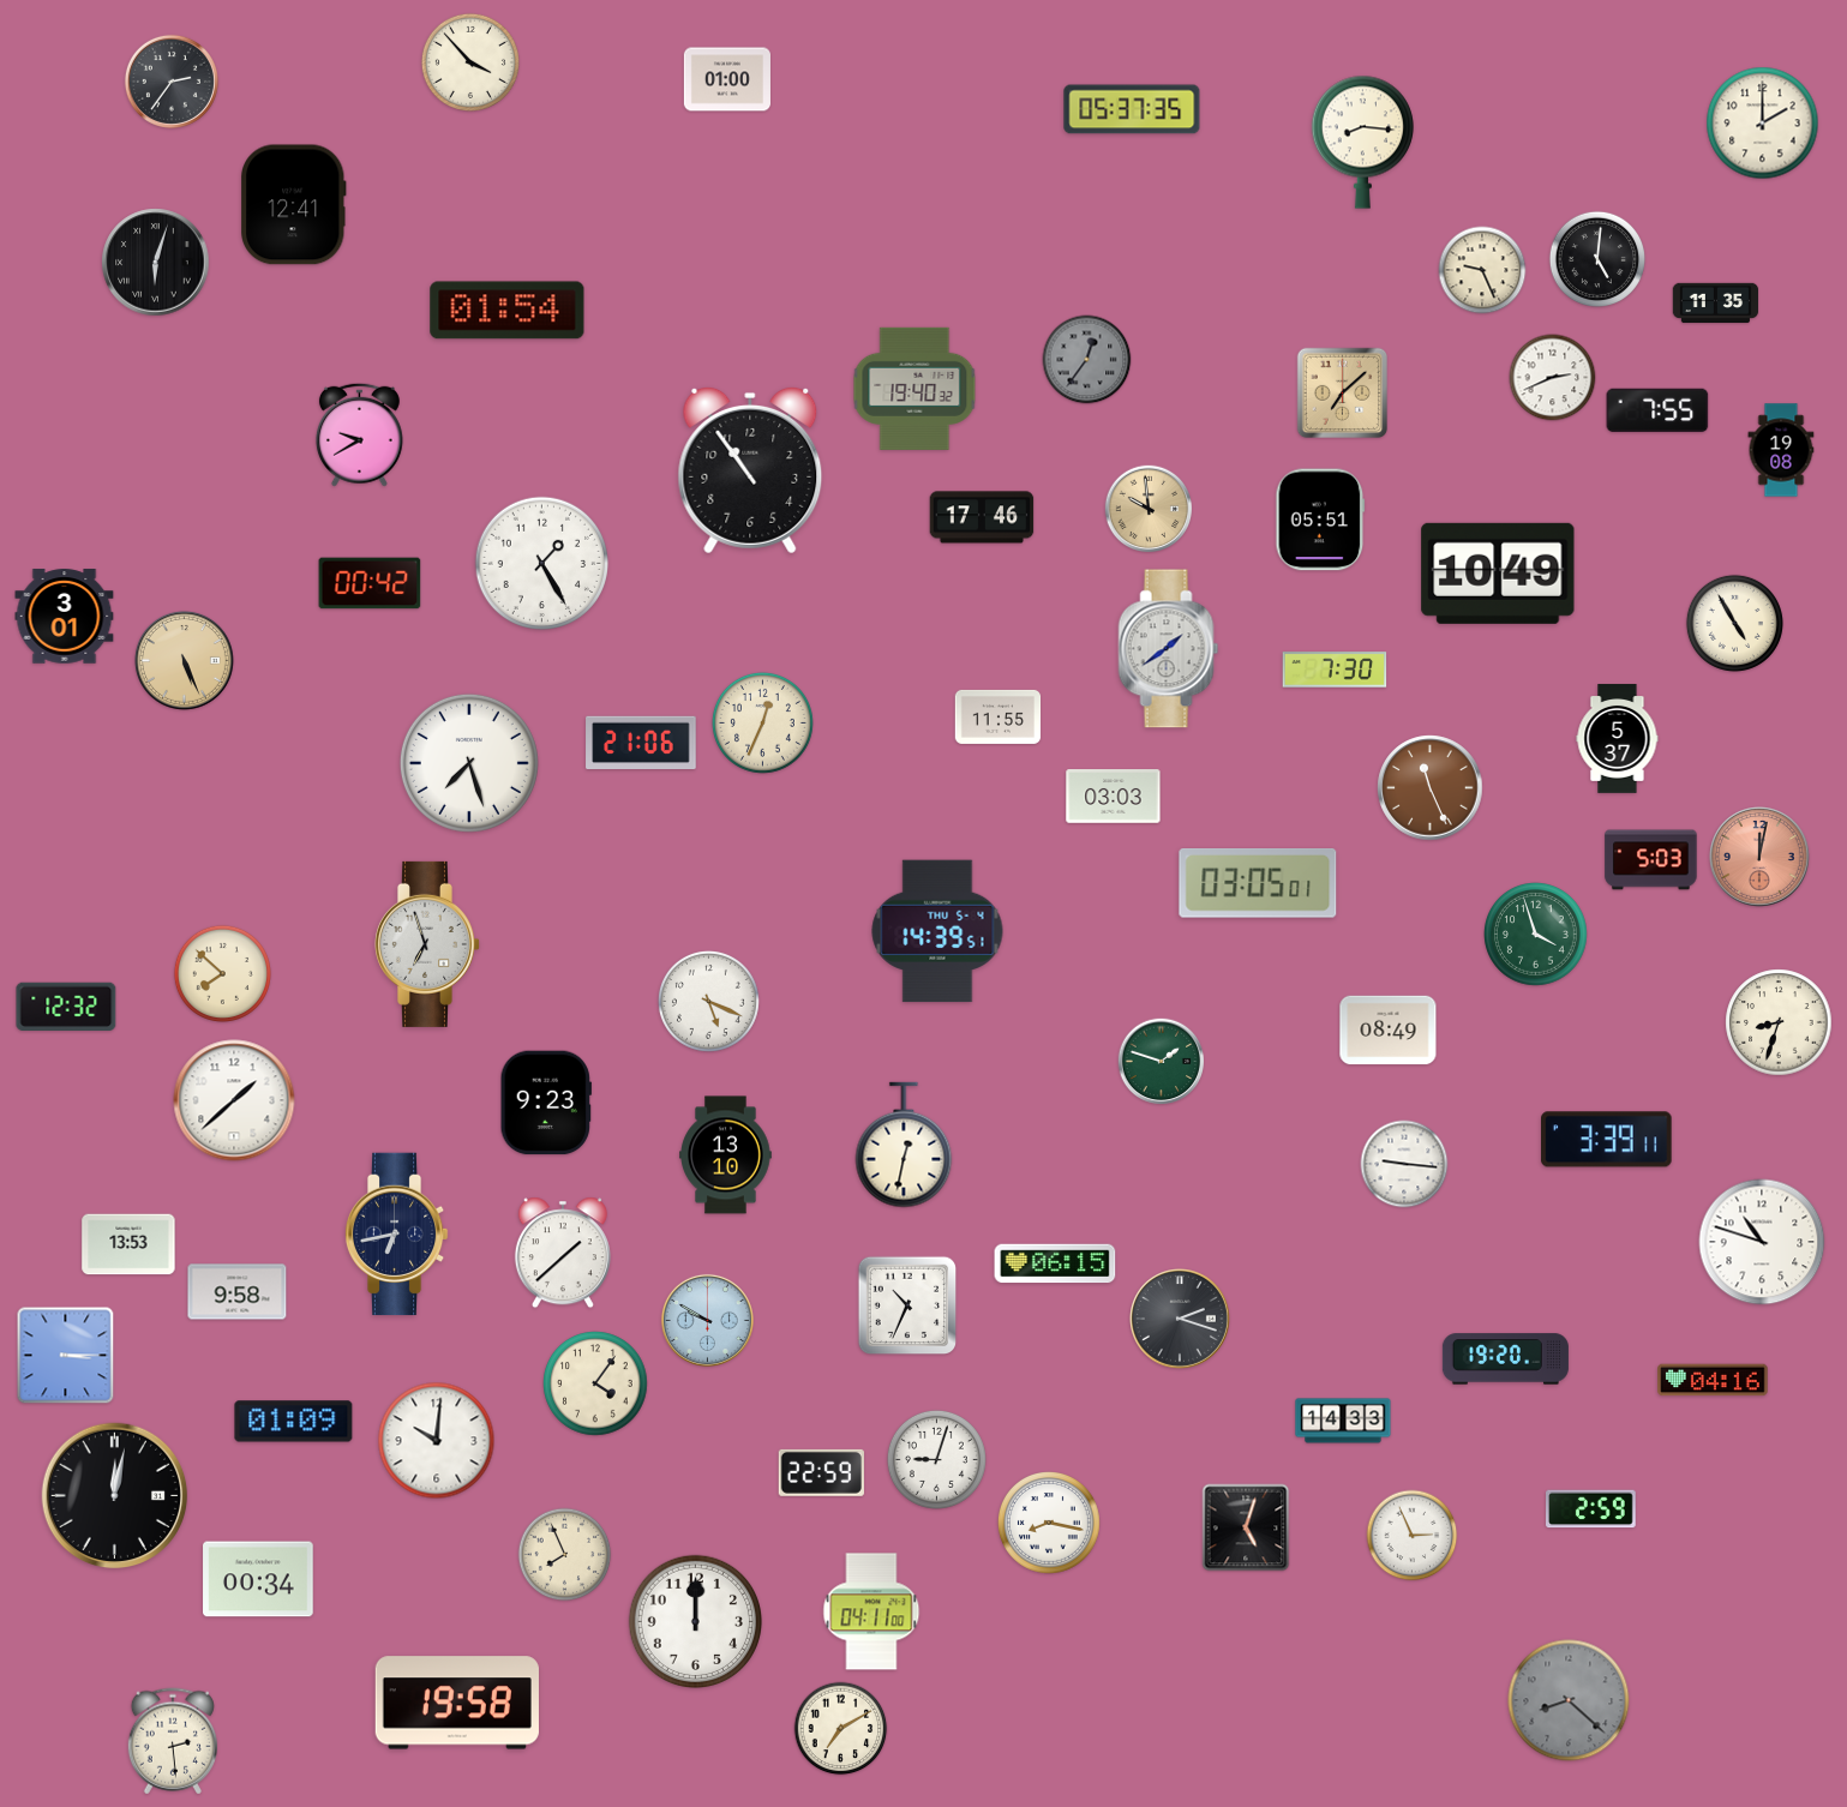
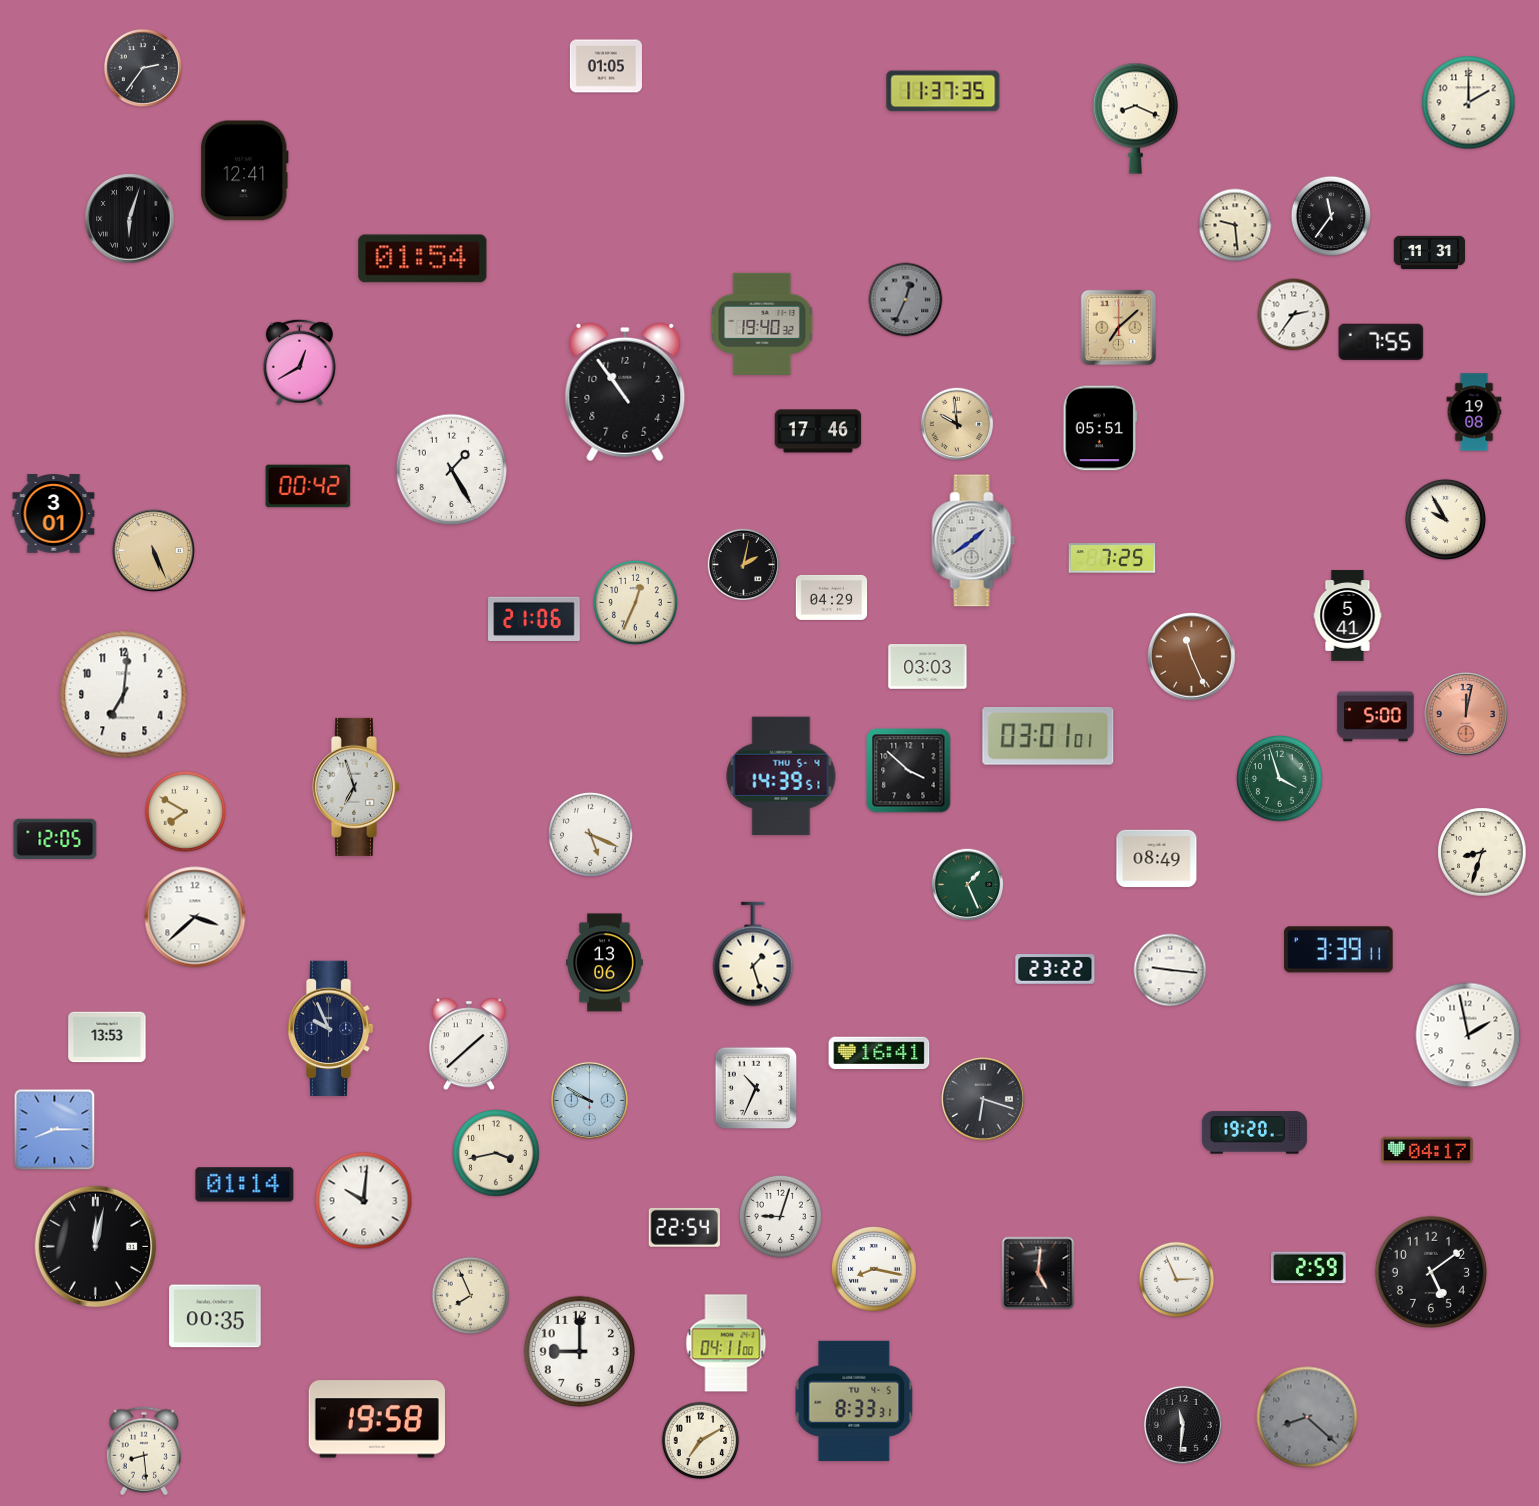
clock at (470, 62): 3:53 -> none
clock at (727, 79): 01:00 -> 01:05
clock at (1132, 109): 05:37 -> 11:37
clock at (1362, 142): 8:16 -> 8:19
clock at (1596, 258): 5:01 -> 11:36
clock at (1482, 270): 9:26 -> 9:29
clock at (1716, 304): 11:35 -> 11:31
clock at (1087, 360): 12:36 -> 12:34
clock at (1553, 378): 2:41 -> 2:36
clock at (359, 434): 9:40 -> 12:40
clock at (1781, 450) position: (1781, 450) -> (1474, 412)
clock at (1320, 520) position: (1320, 520) -> (1100, 428)
clock at (1498, 574): 10:49 -> none
clock at (1734, 623): 4:55 -> 9:55
clock at (1335, 670): 7:30 -> 7:25
clock at (744, 565): none -> 2:02
clock at (999, 716): 11:55 -> 04:29
clock at (1618, 739): 5:37 -> 5:41
clock at (469, 763): 7:27 -> none
clock at (1114, 797) position: (1114, 797) -> (928, 667)
clock at (124, 695): none -> 7:01
clock at (1651, 860): 5:03 -> 5:00
clock at (1258, 884): 03:05 -> 03:01
clock at (909, 771): none -> 3:52
clock at (222, 973): 7:52 -> 7:50
clock at (66, 1007): 12:32 -> 12:05
clock at (1162, 1062): 1:48 -> 1:26
clock at (234, 1100): 1:38 -> 3:38
clock at (546, 1103): 9:23 -> none
clock at (904, 1145): 12:32 -> 1:27
clock at (726, 1155): 13:10 -> 13:06
clock at (1055, 969): none -> 23:22
clock at (396, 1235): 6:43 -> 9:56
clock at (1762, 1242): 10:48 -> 1:58
clock at (1055, 1263): 06:15 -> 16:41
clock at (238, 1292): 9:58 -> none
clock at (1181, 1320): 2:18 -> 6:18
clock at (66, 1356): 3:15 -> 8:15
clock at (1713, 1380): 04:16 -> 04:17
clock at (595, 1383): 4:06 -> 3:43
clock at (1343, 1421): 14:33 -> none
clock at (294, 1422): 01:09 -> 01:14
clock at (821, 1472): 22:59 -> 22:54
clock at (1591, 1509) position: (1591, 1509) -> (1309, 1268)
clock at (1430, 1271): none -> 5:09
clock at (1246, 1527): 5:03 -> 5:01
clock at (258, 1579): 00:34 -> 00:35
clock at (695, 1621): 12:00 -> 9:00
clock at (854, 1401): none -> 8:33
clock at (457, 1703) position: (457, 1703) -> (377, 1419)
clock at (1183, 1425): none -> 11:31
clock at (173, 1741): 2:29 -> 8:29
